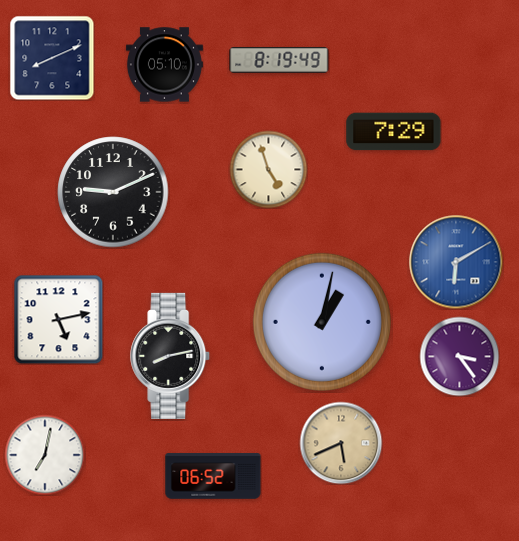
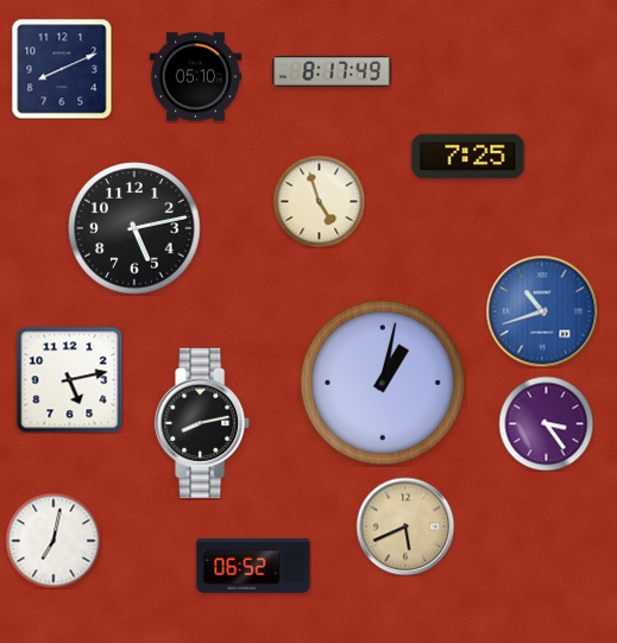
clock at (279, 61): 8:19 -> 8:17
clock at (394, 132): 7:29 -> 7:25
clock at (113, 192): 9:11 -> 5:13
clock at (456, 262): 6:10 -> 10:42
